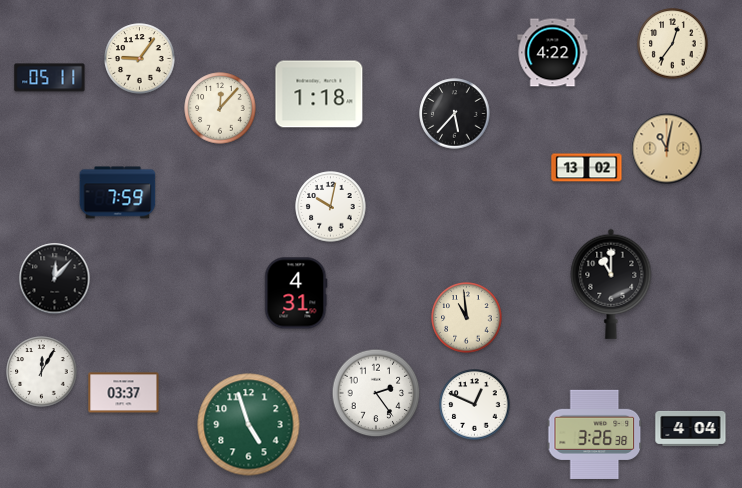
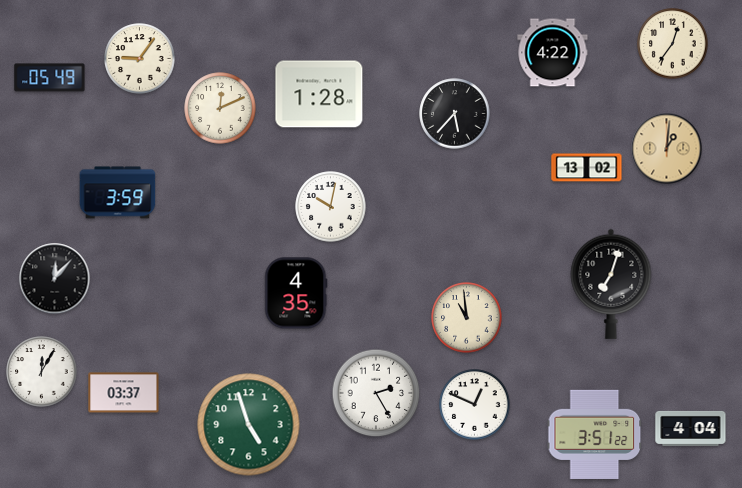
clock at (50, 78): 05:11 -> 05:49
clock at (319, 94): 1:18 -> 1:28
clock at (220, 108): 12:07 -> 12:11
clock at (667, 149): 11:02 -> 1:01
clock at (118, 193): 7:59 -> 3:59
clock at (611, 284): 11:00 -> 7:03
clock at (296, 293): 4:31 -> 4:35
clock at (376, 393): 2:24 -> 2:25
clock at (595, 434): 3:26 -> 3:51
